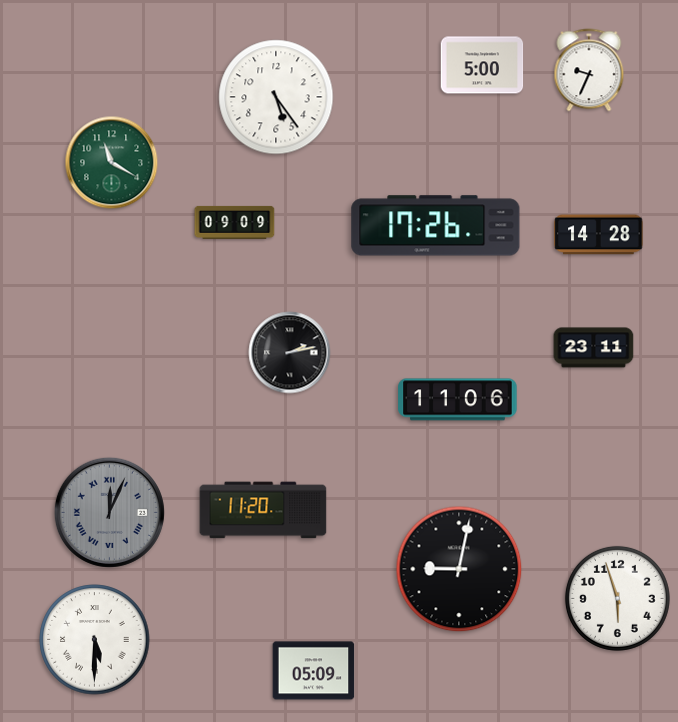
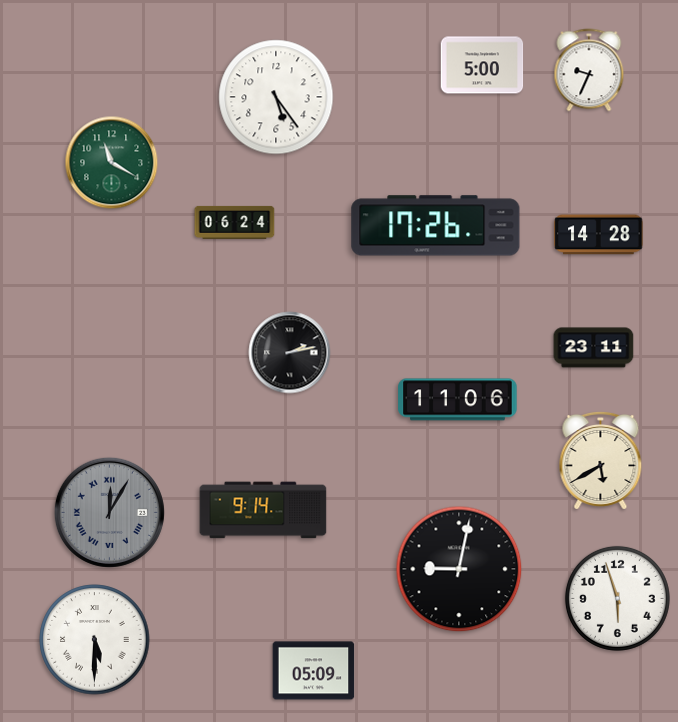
clock at (235, 222): 09:09 -> 06:24
clock at (601, 460): none -> 5:40
clock at (263, 510): 11:20 -> 9:14
clock at (109, 512): 12:04 -> 12:05
